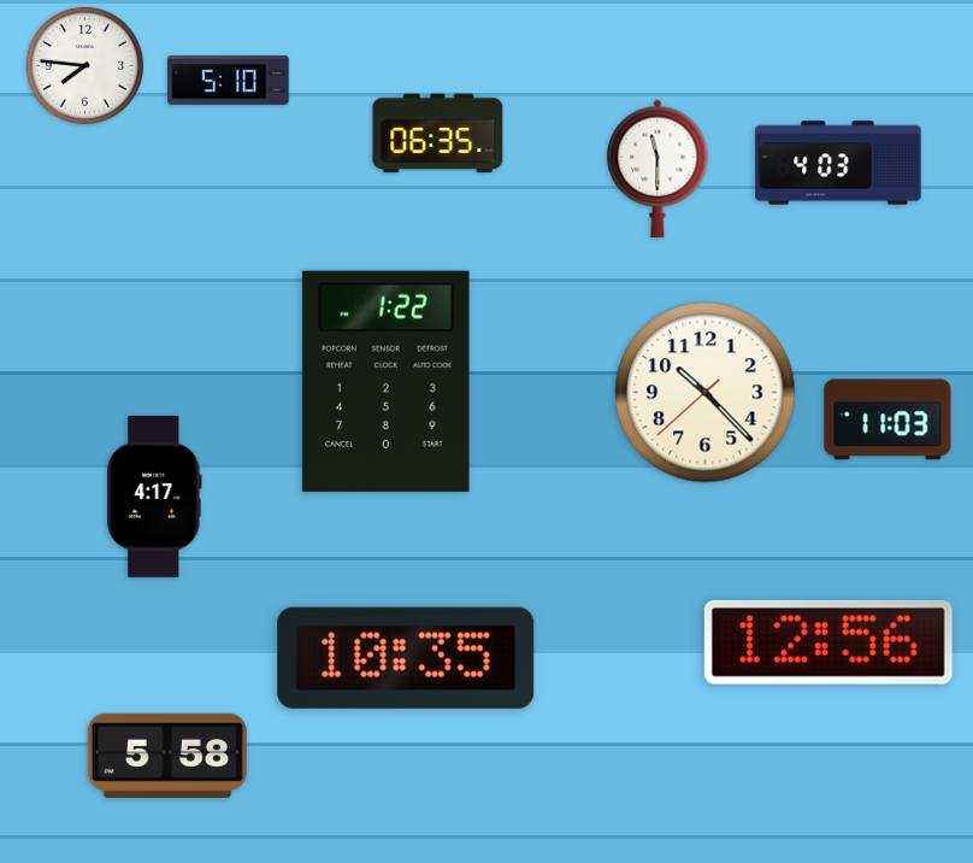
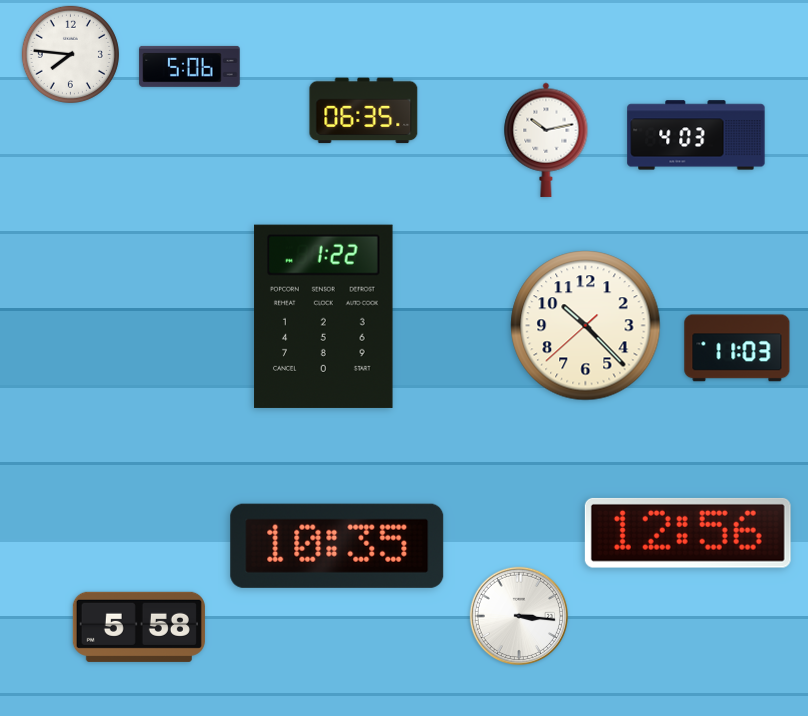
clock at (229, 80): 5:10 -> 5:06
clock at (657, 169): 11:30 -> 10:13
clock at (387, 381) position: (387, 381) -> (324, 316)
clock at (154, 497): 4:17 -> none
clock at (518, 615): none -> 3:16
